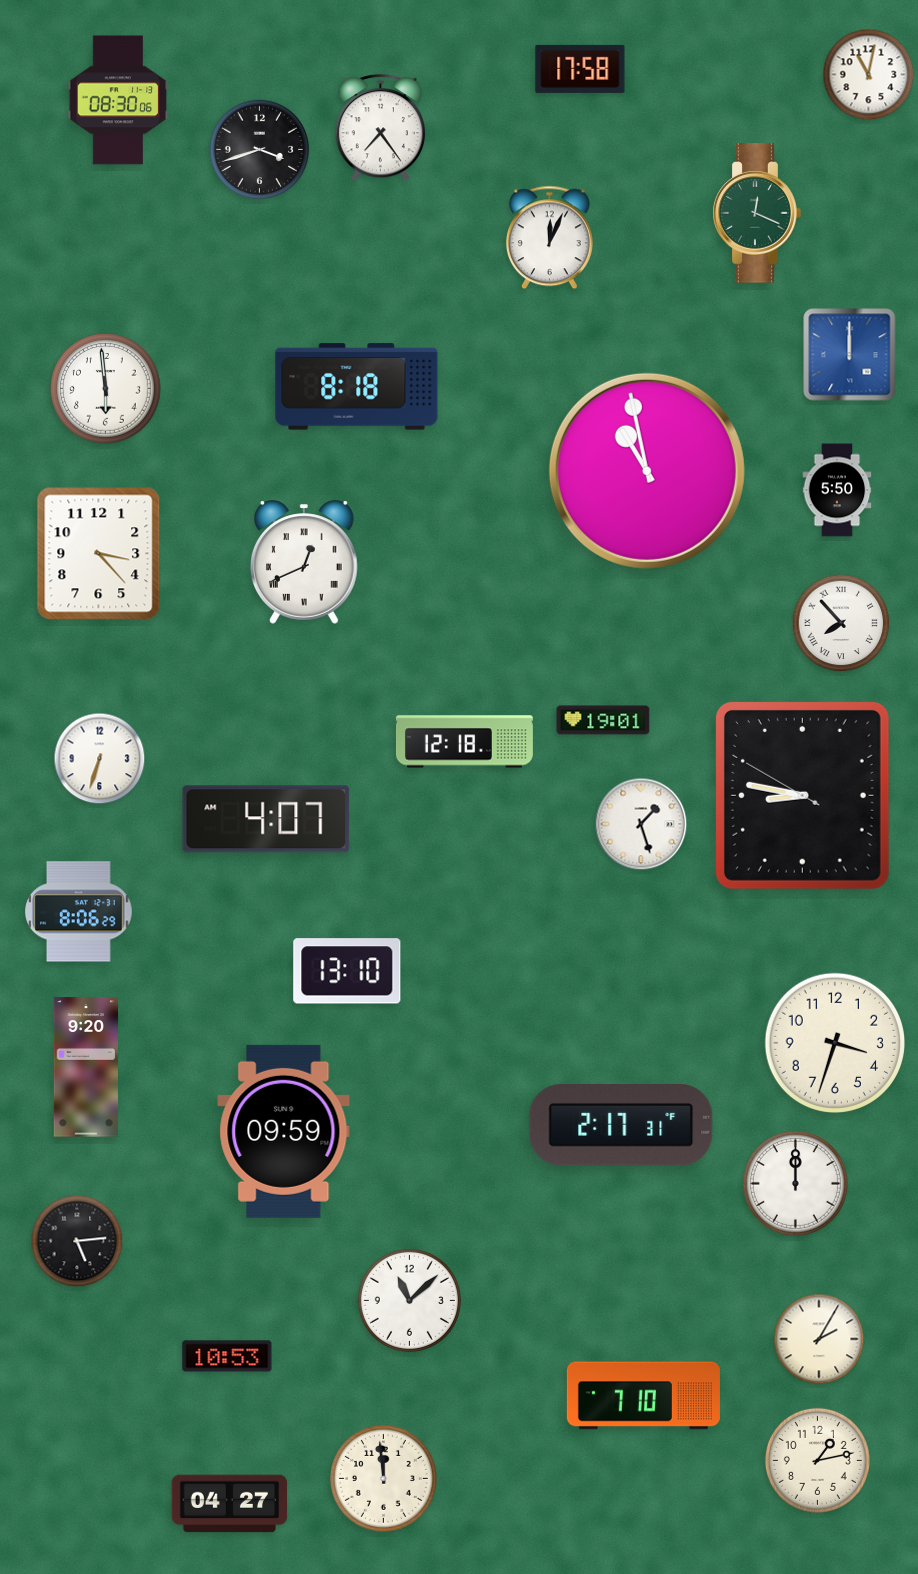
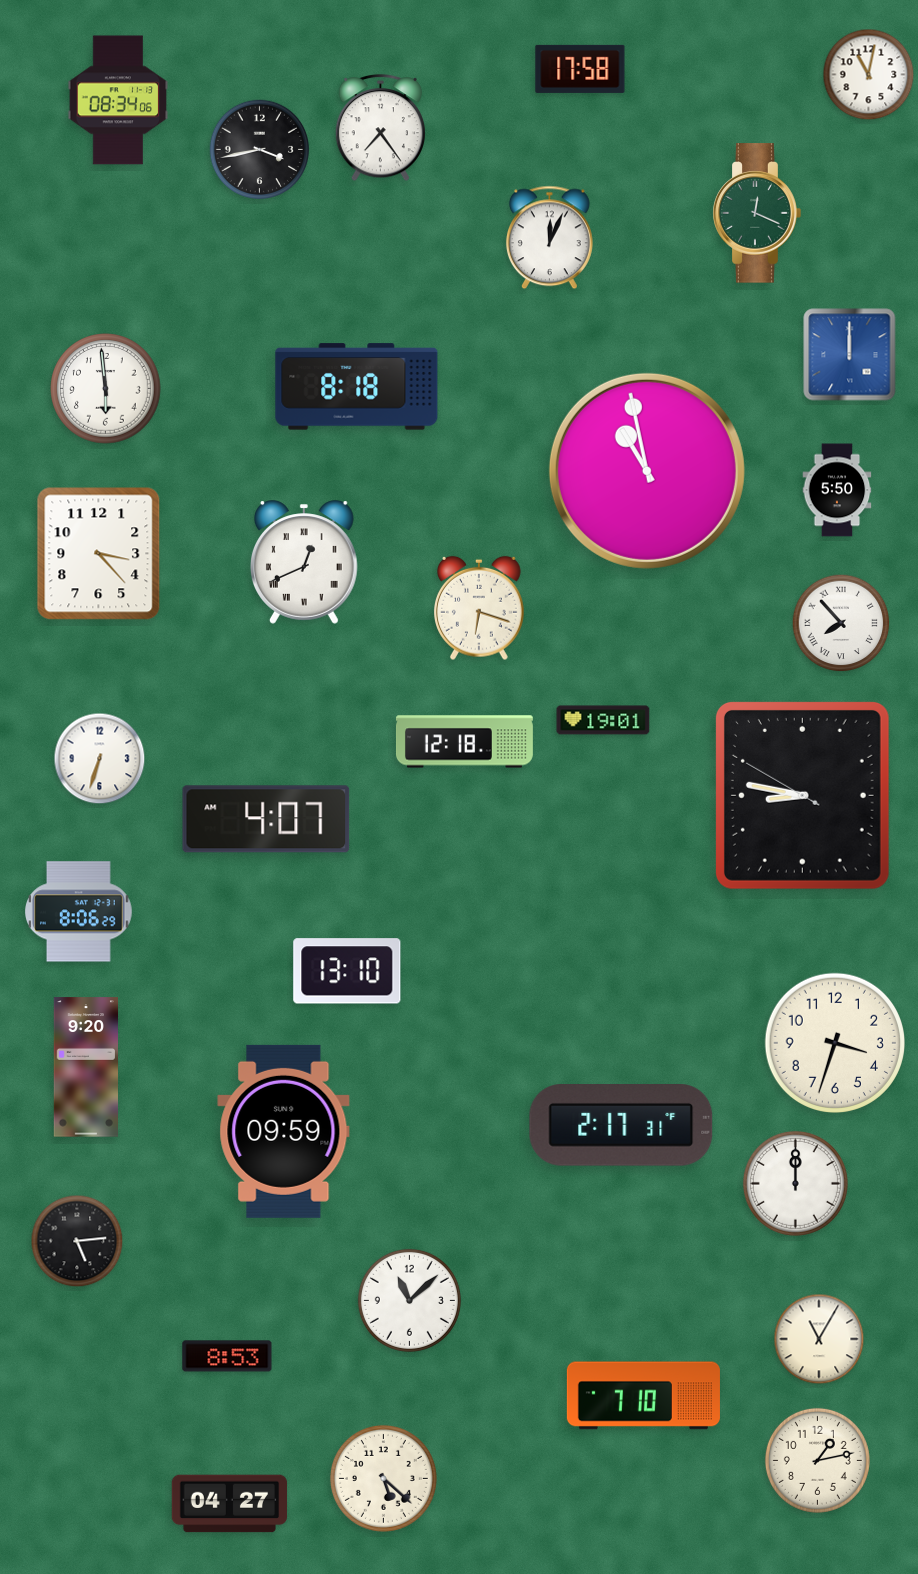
clock at (118, 100): 08:30 -> 08:34
clock at (259, 149): 3:42 -> 3:43
clock at (480, 608): none -> 6:18
clock at (641, 824): 1:27 -> none
clock at (819, 1339): 2:05 -> 11:05
clock at (227, 1356): 10:53 -> 8:53
clock at (383, 1478): 11:59 -> 5:22
